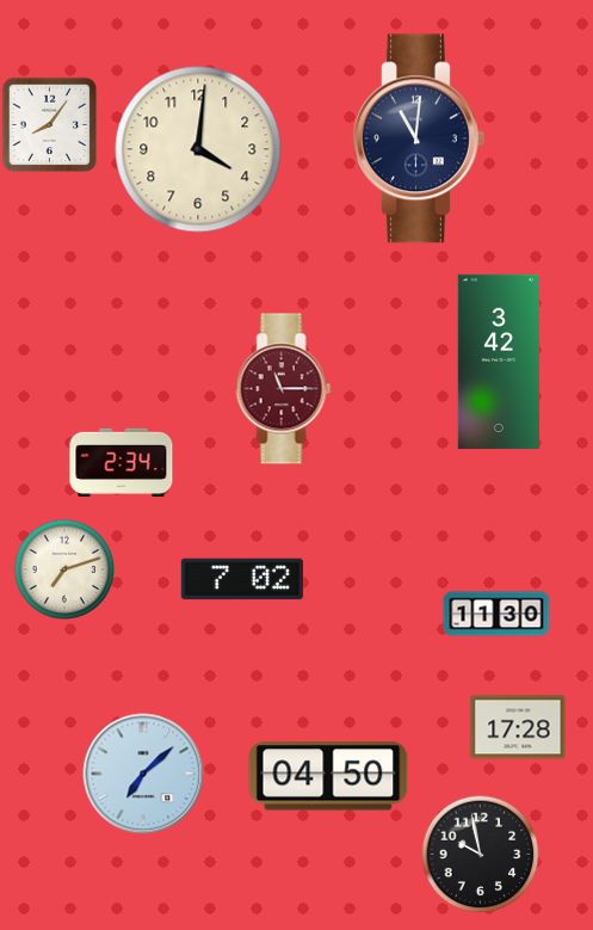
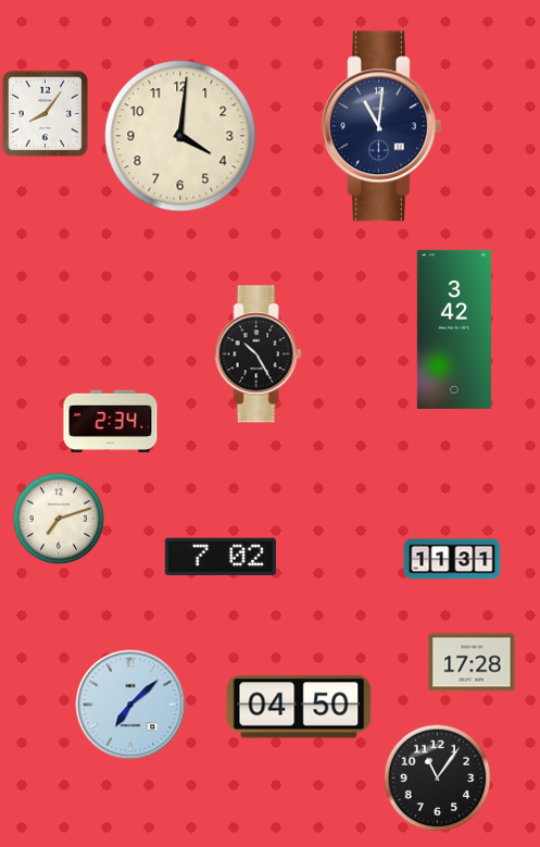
clock at (284, 389): 11:15 -> 10:25
clock at (284, 389) dial: burgundy -> black
clock at (242, 579) position: (242, 579) -> (221, 557)
clock at (496, 614): 11:30 -> 11:31
clock at (481, 855): 9:58 -> 11:06
